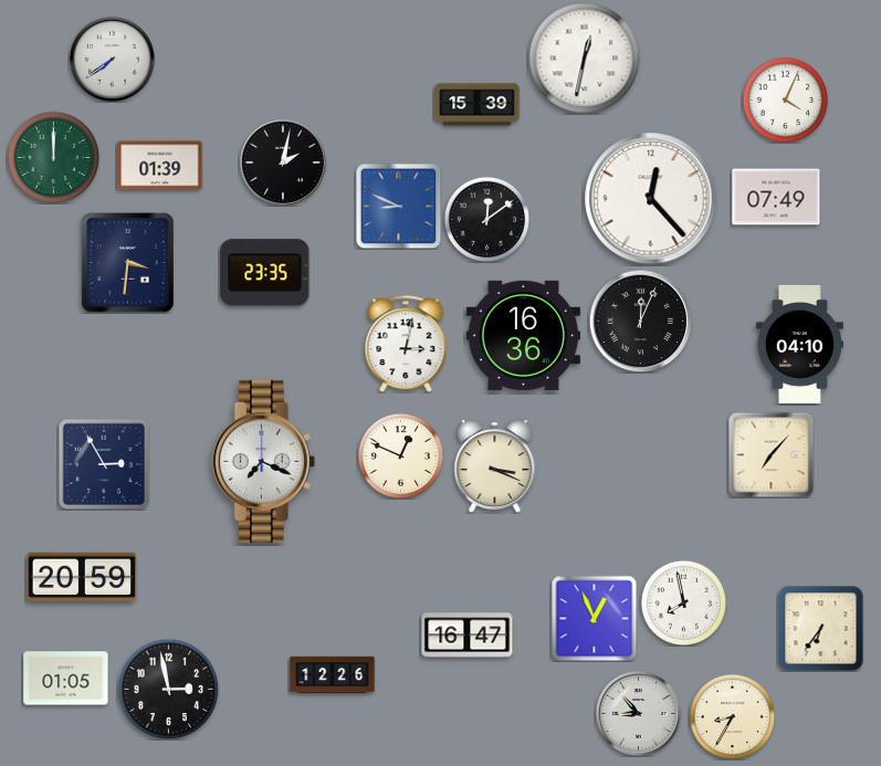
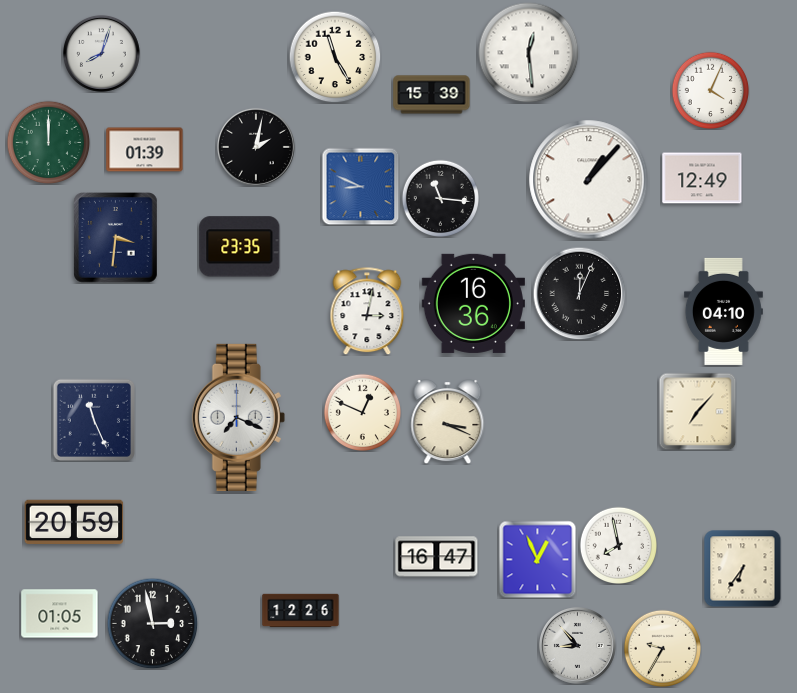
clock at (112, 59): 7:39 -> 8:03
clock at (585, 59): 12:32 -> 12:29
clock at (335, 57): none -> 11:25
clock at (776, 197): 07:49 -> 12:49
clock at (651, 199): 12:23 -> 1:07
clock at (486, 219): 12:09 -> 11:16
clock at (640, 321) position: (640, 321) -> (579, 293)
clock at (103, 463): 2:55 -> 11:26
clock at (468, 636) position: (468, 636) -> (437, 557)
clock at (732, 716): 8:35 -> 9:35
